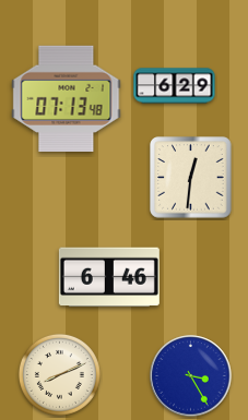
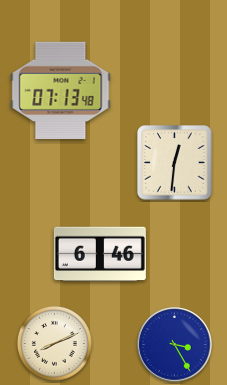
clock at (175, 86): 6:29 -> none
